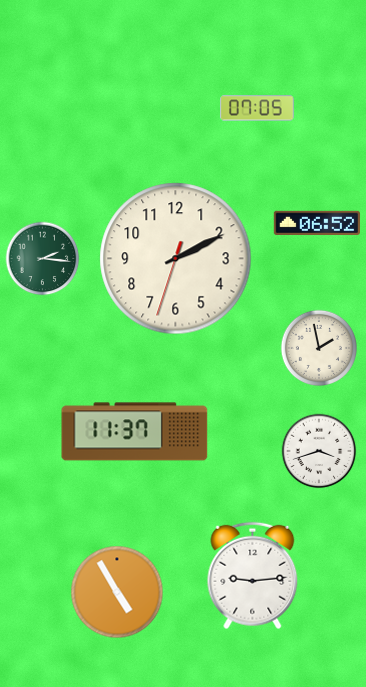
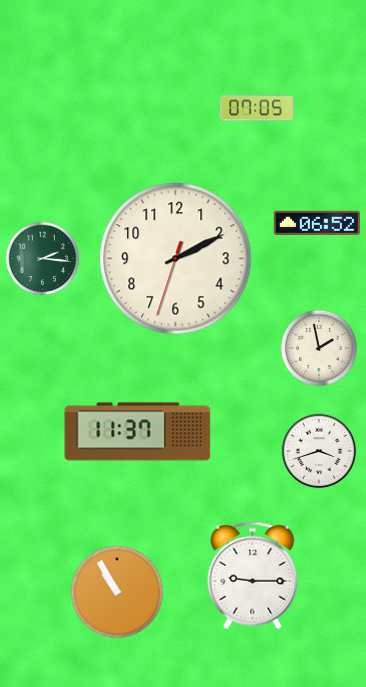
clock at (135, 432) position: (135, 432) -> (138, 432)
clock at (253, 576): 9:14 -> 9:15
clock at (117, 592): 4:55 -> 10:55
